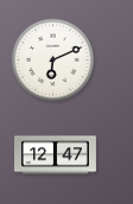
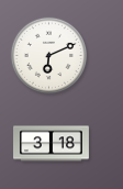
clock at (56, 155): 12:47 -> 3:18
